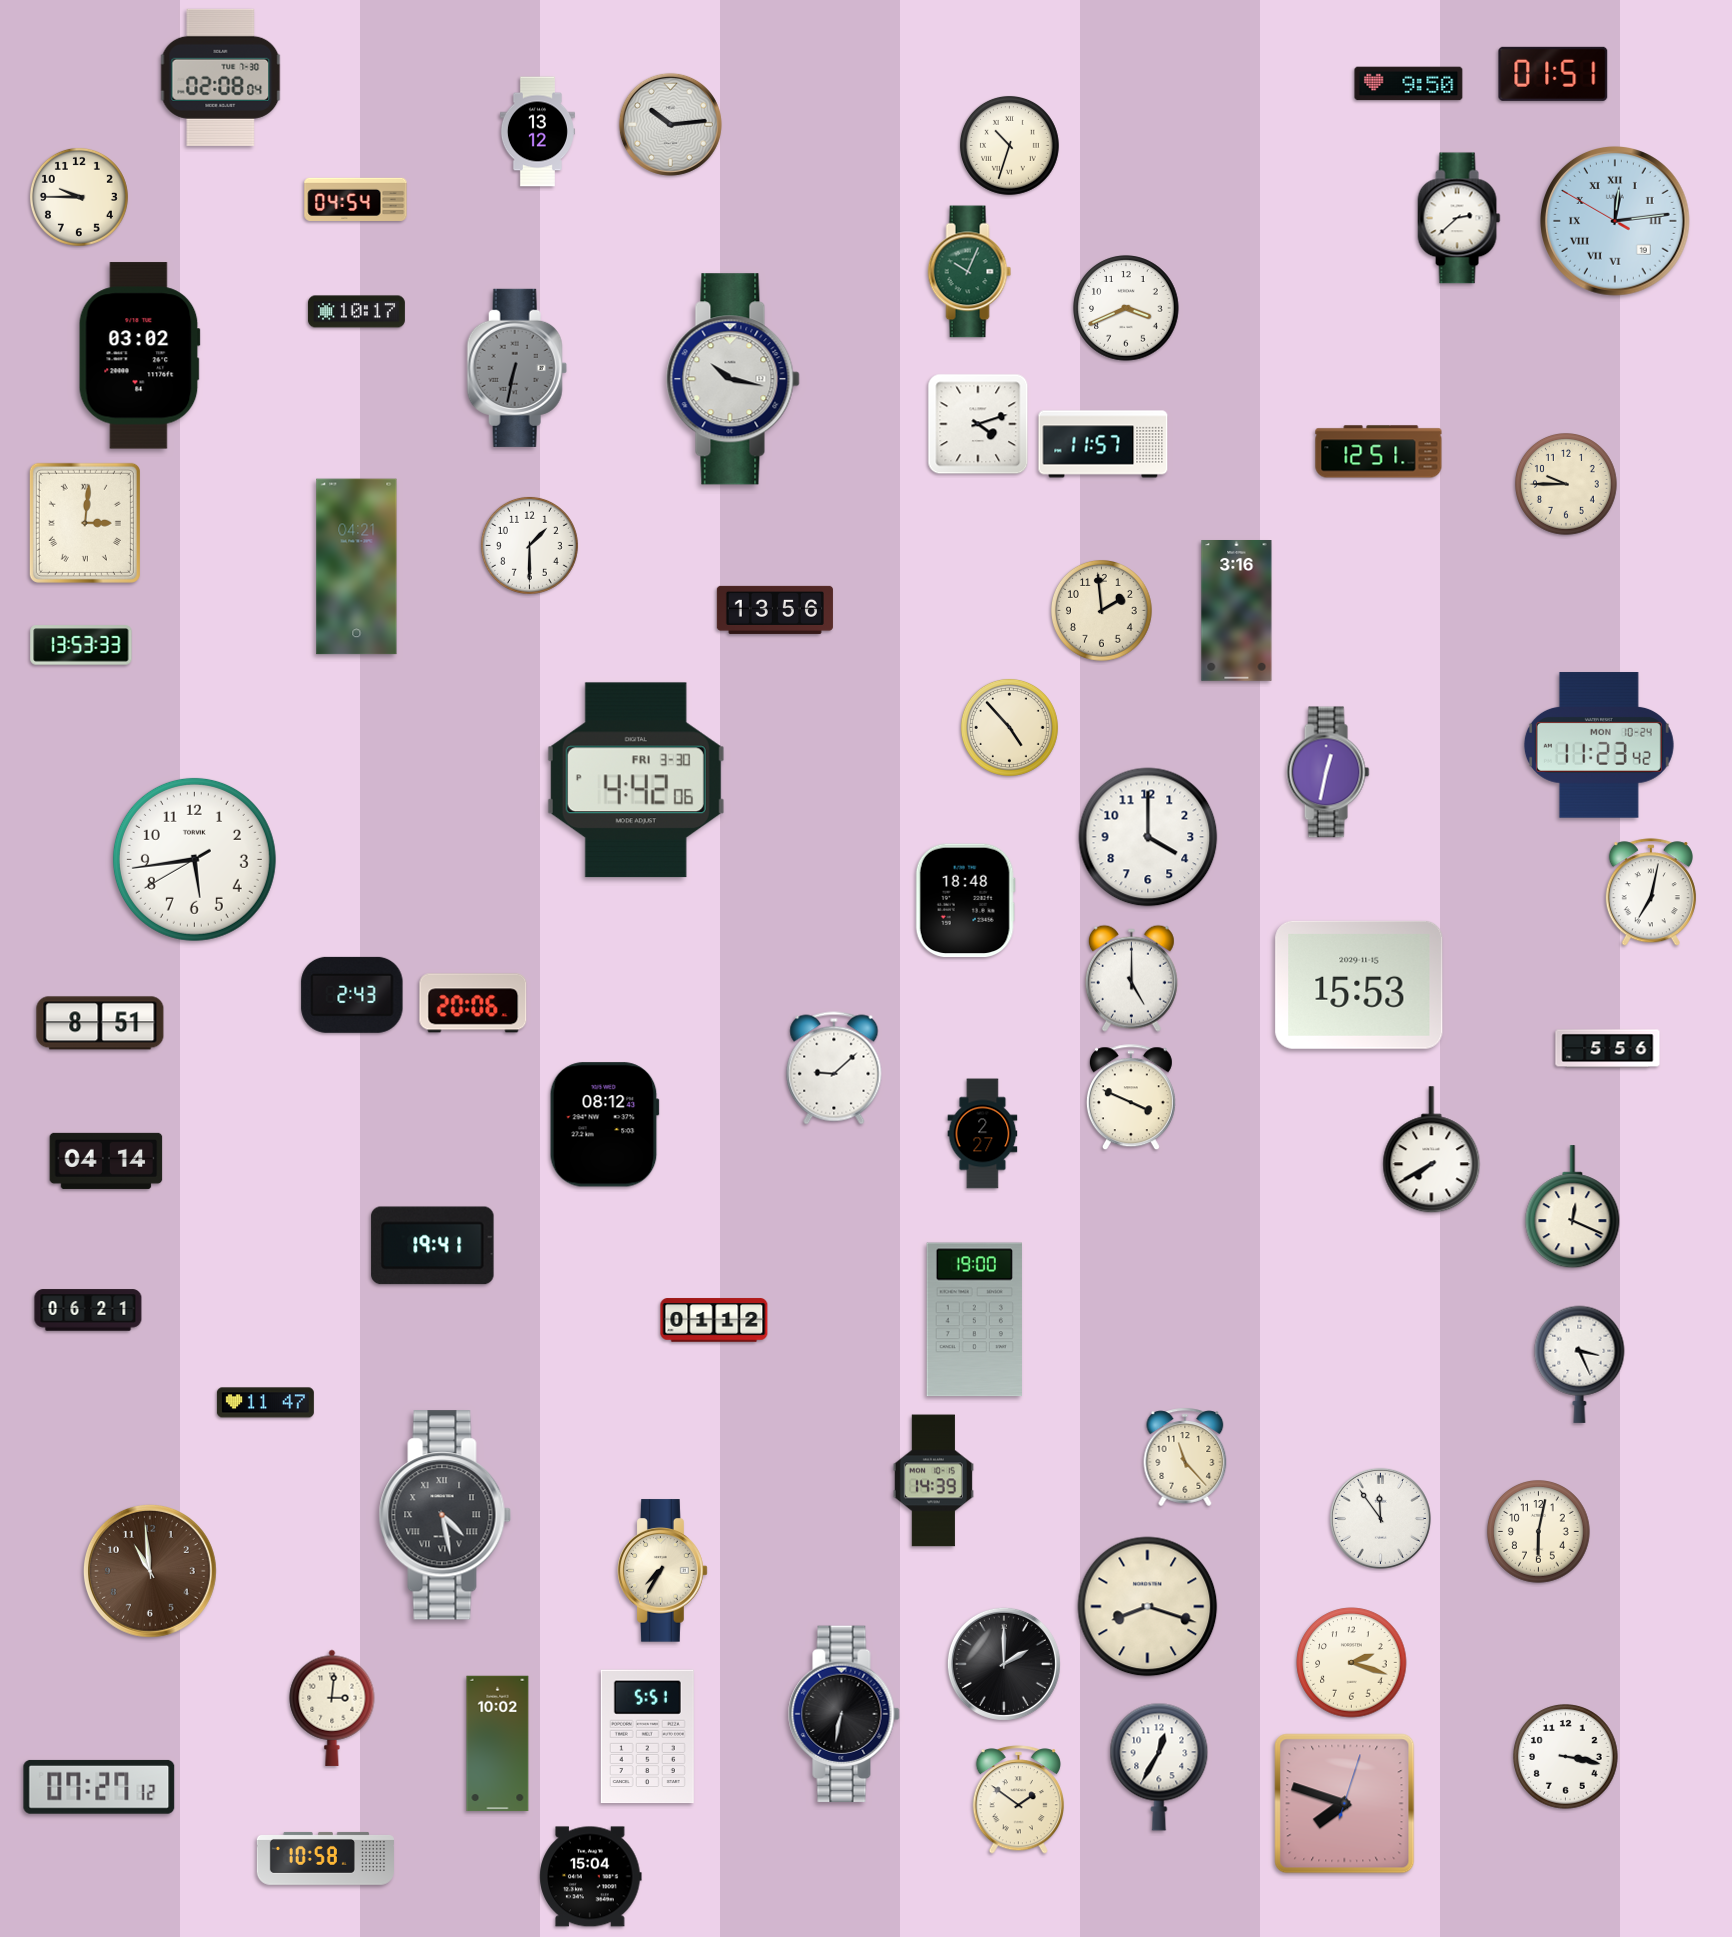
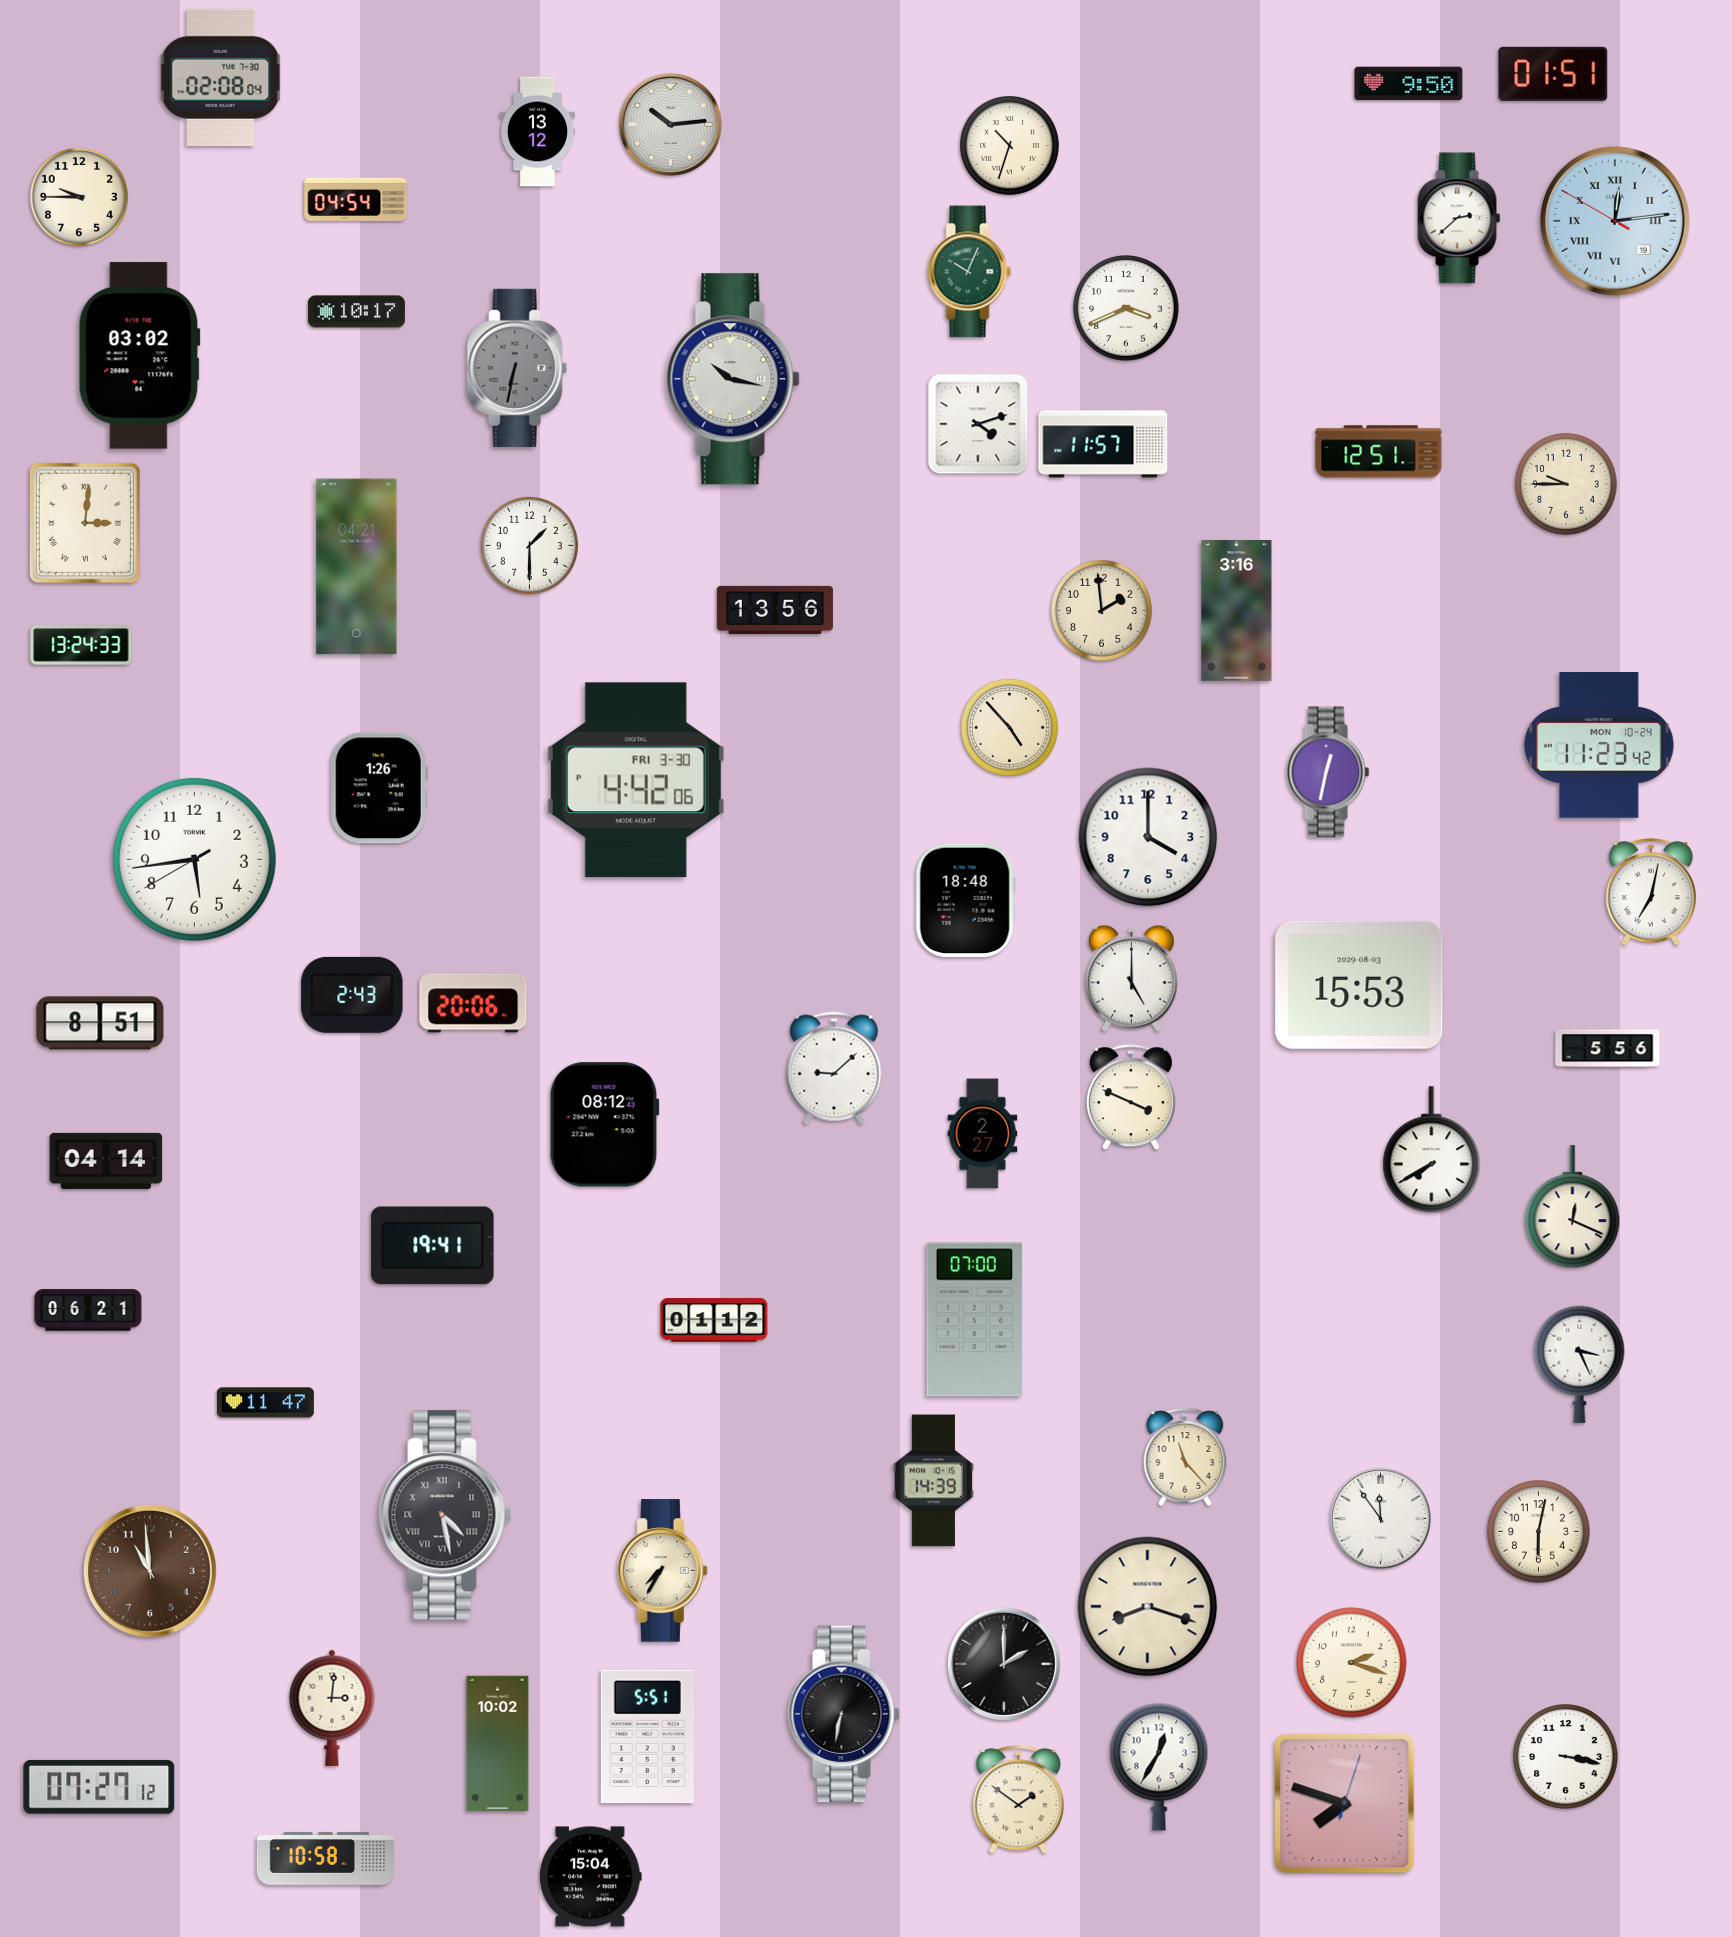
clock at (81, 645): 13:53 -> 13:24
clock at (379, 788): none -> 1:26
clock at (1359, 985) date: 2029-11-15 -> 2029-08-03
clock at (974, 1320): 19:00 -> 07:00
